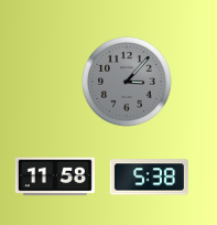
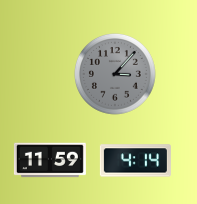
clock at (55, 176): 11:58 -> 11:59
clock at (149, 178): 5:38 -> 4:14
